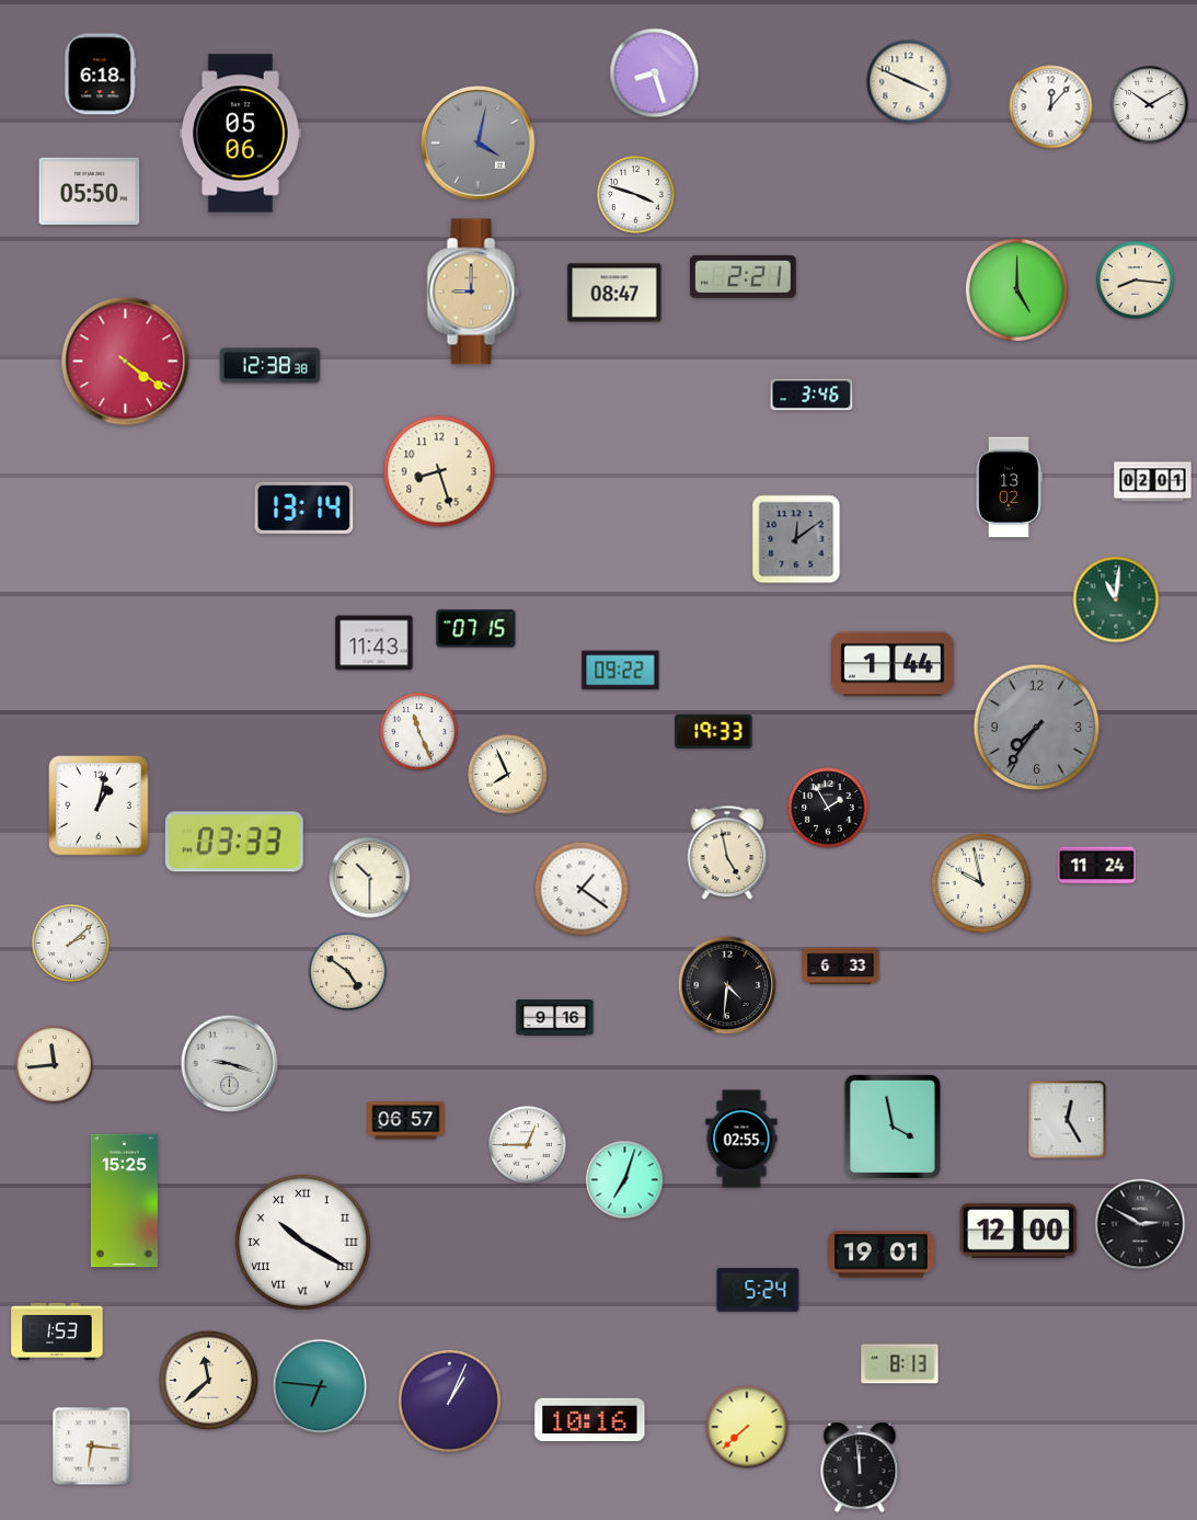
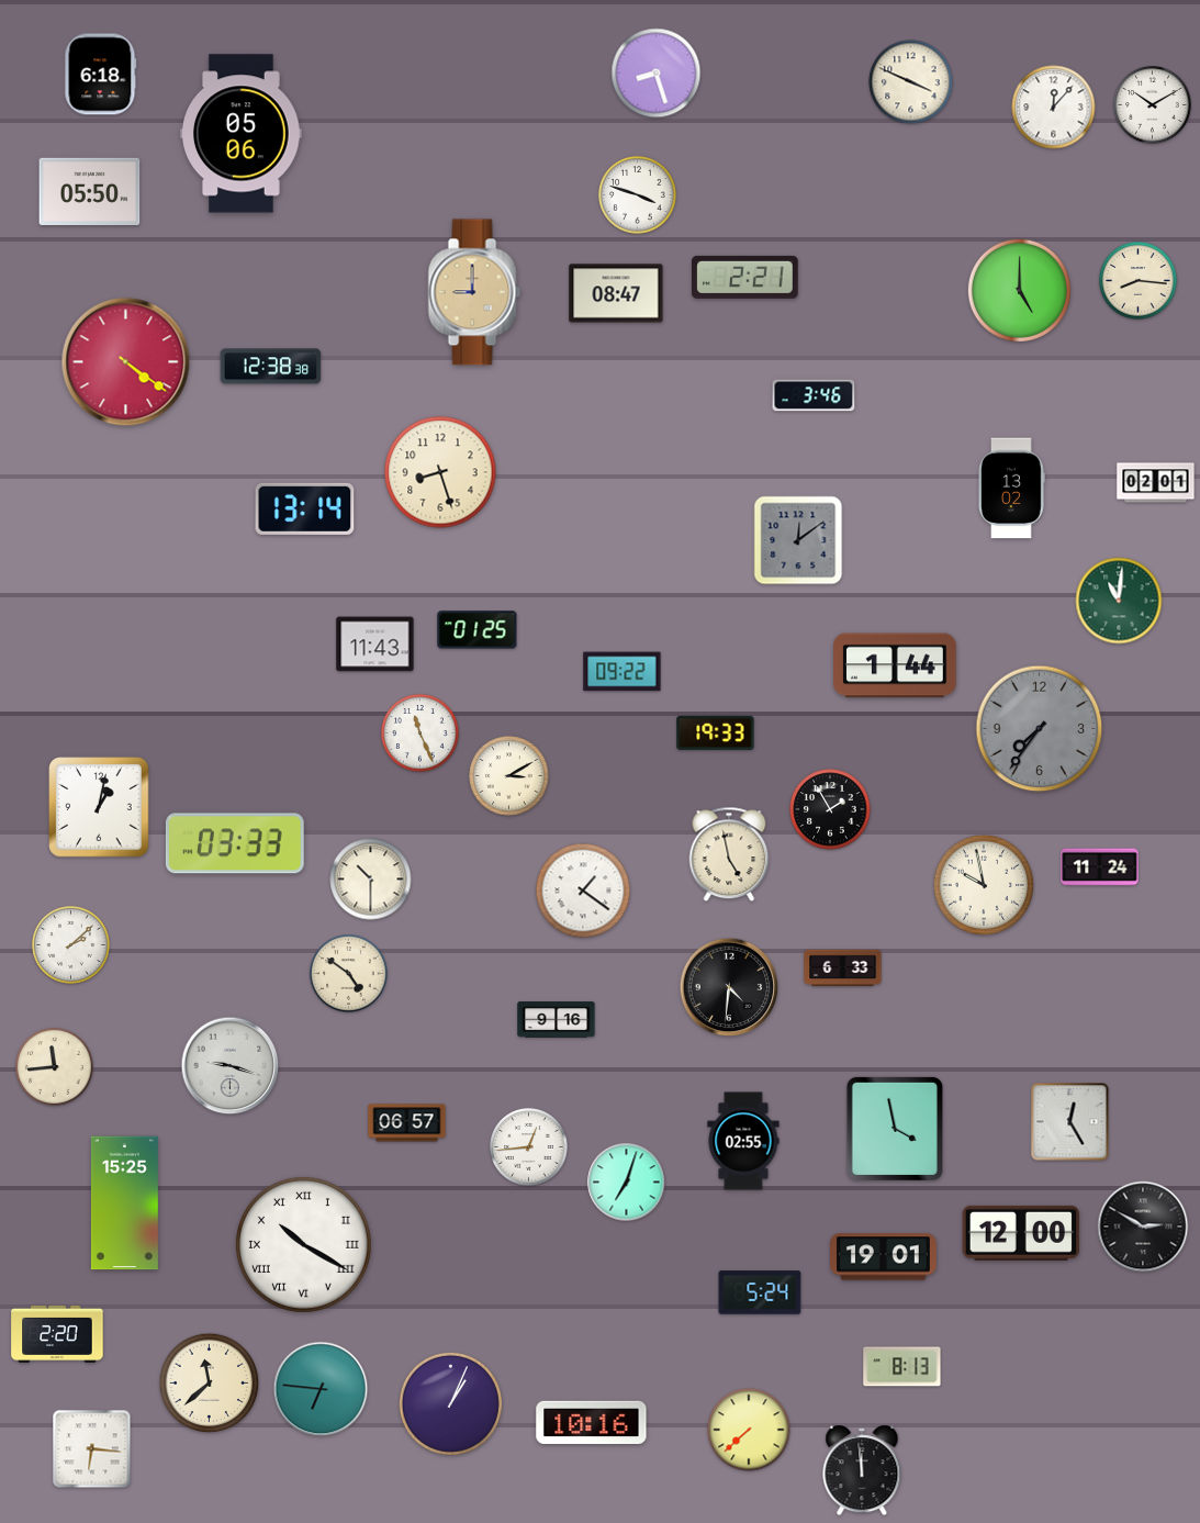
clock at (479, 144): 4:02 -> none
clock at (476, 629): 07:15 -> 01:25
clock at (508, 775): 7:56 -> 3:10
clock at (528, 1145): 12:45 -> 12:44
clock at (57, 1332): 1:53 -> 2:20
